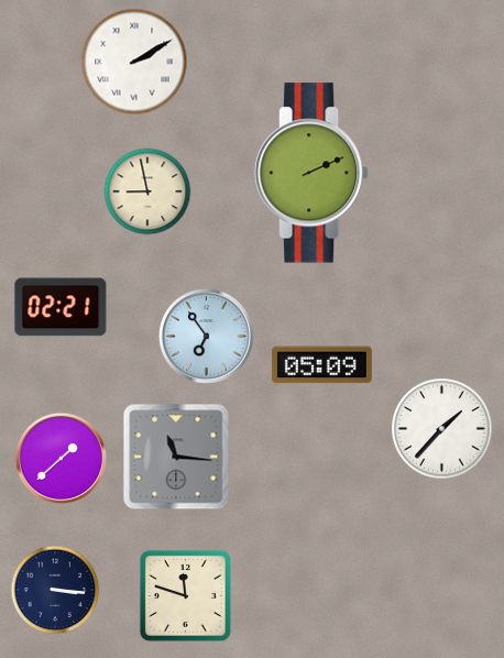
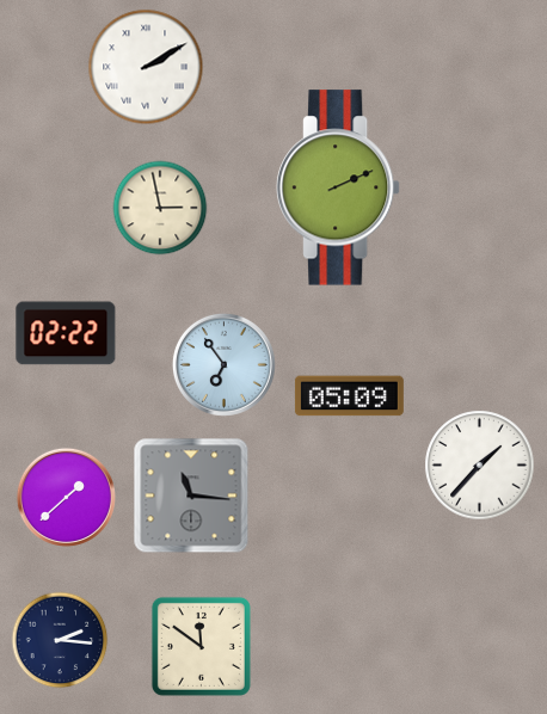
clock at (147, 191): 8:58 -> 2:58
clock at (61, 307): 02:21 -> 02:22
clock at (55, 590): 3:16 -> 2:16
clock at (185, 595): 11:48 -> 11:51
